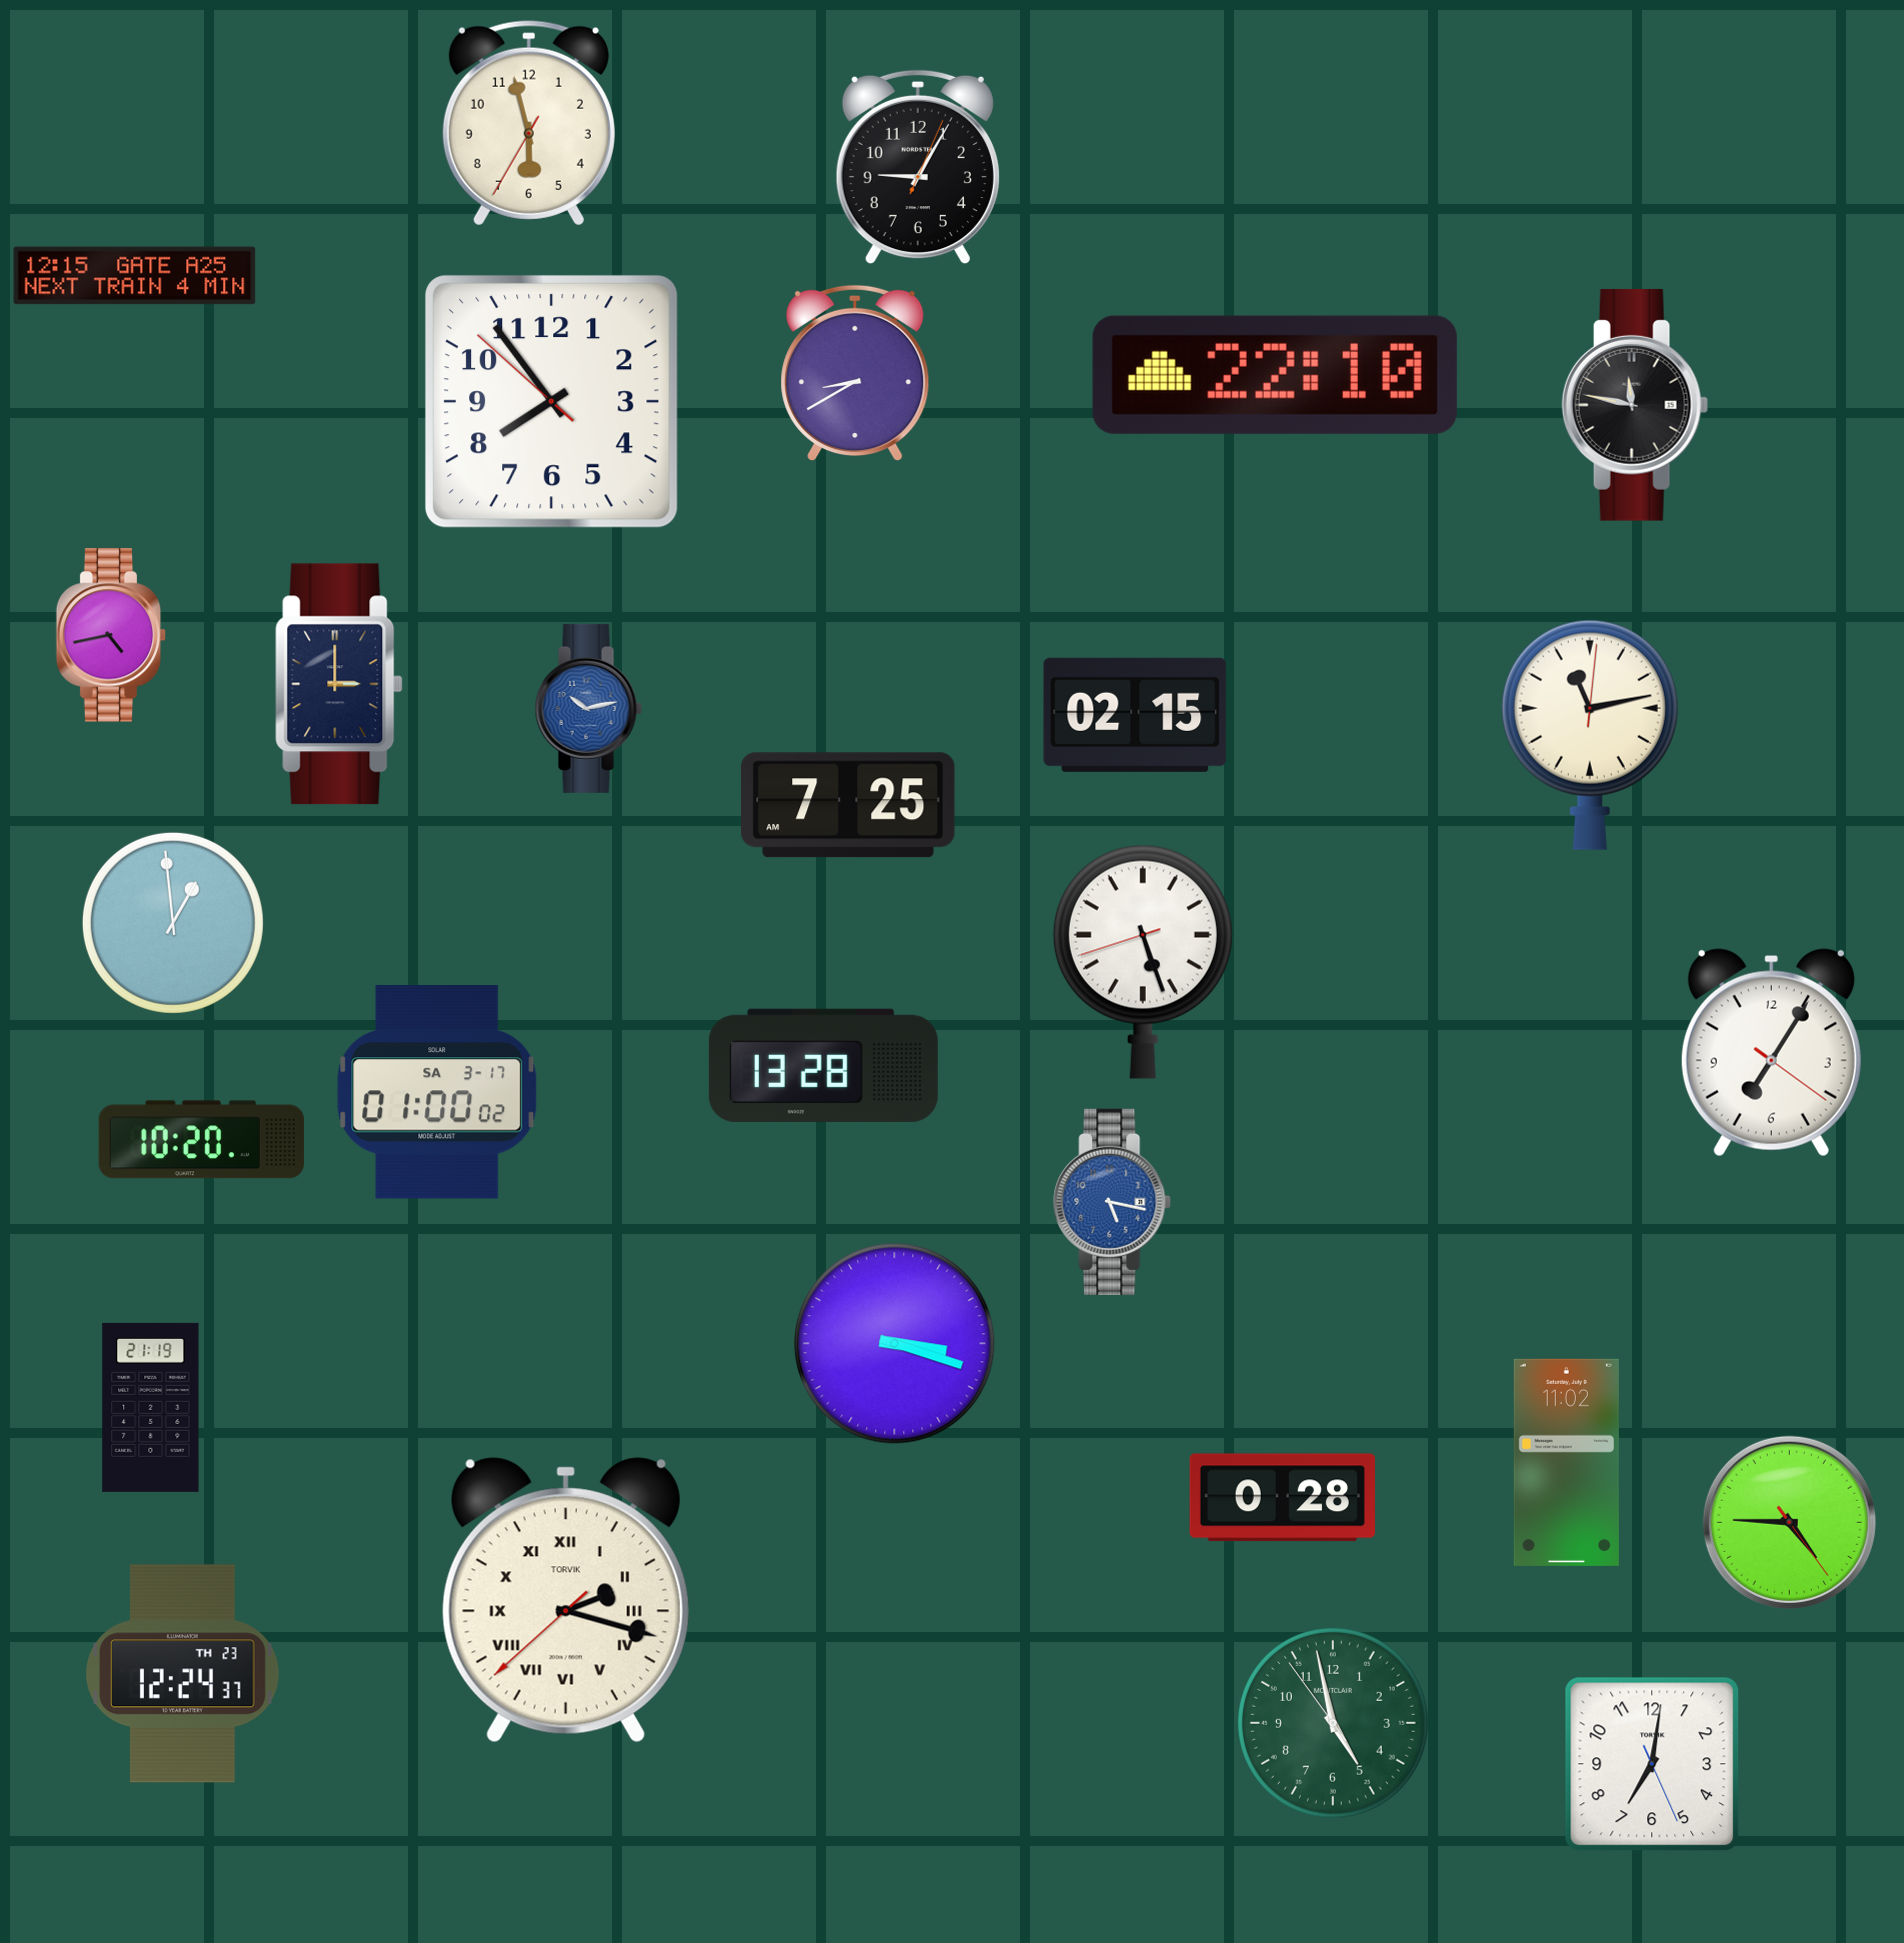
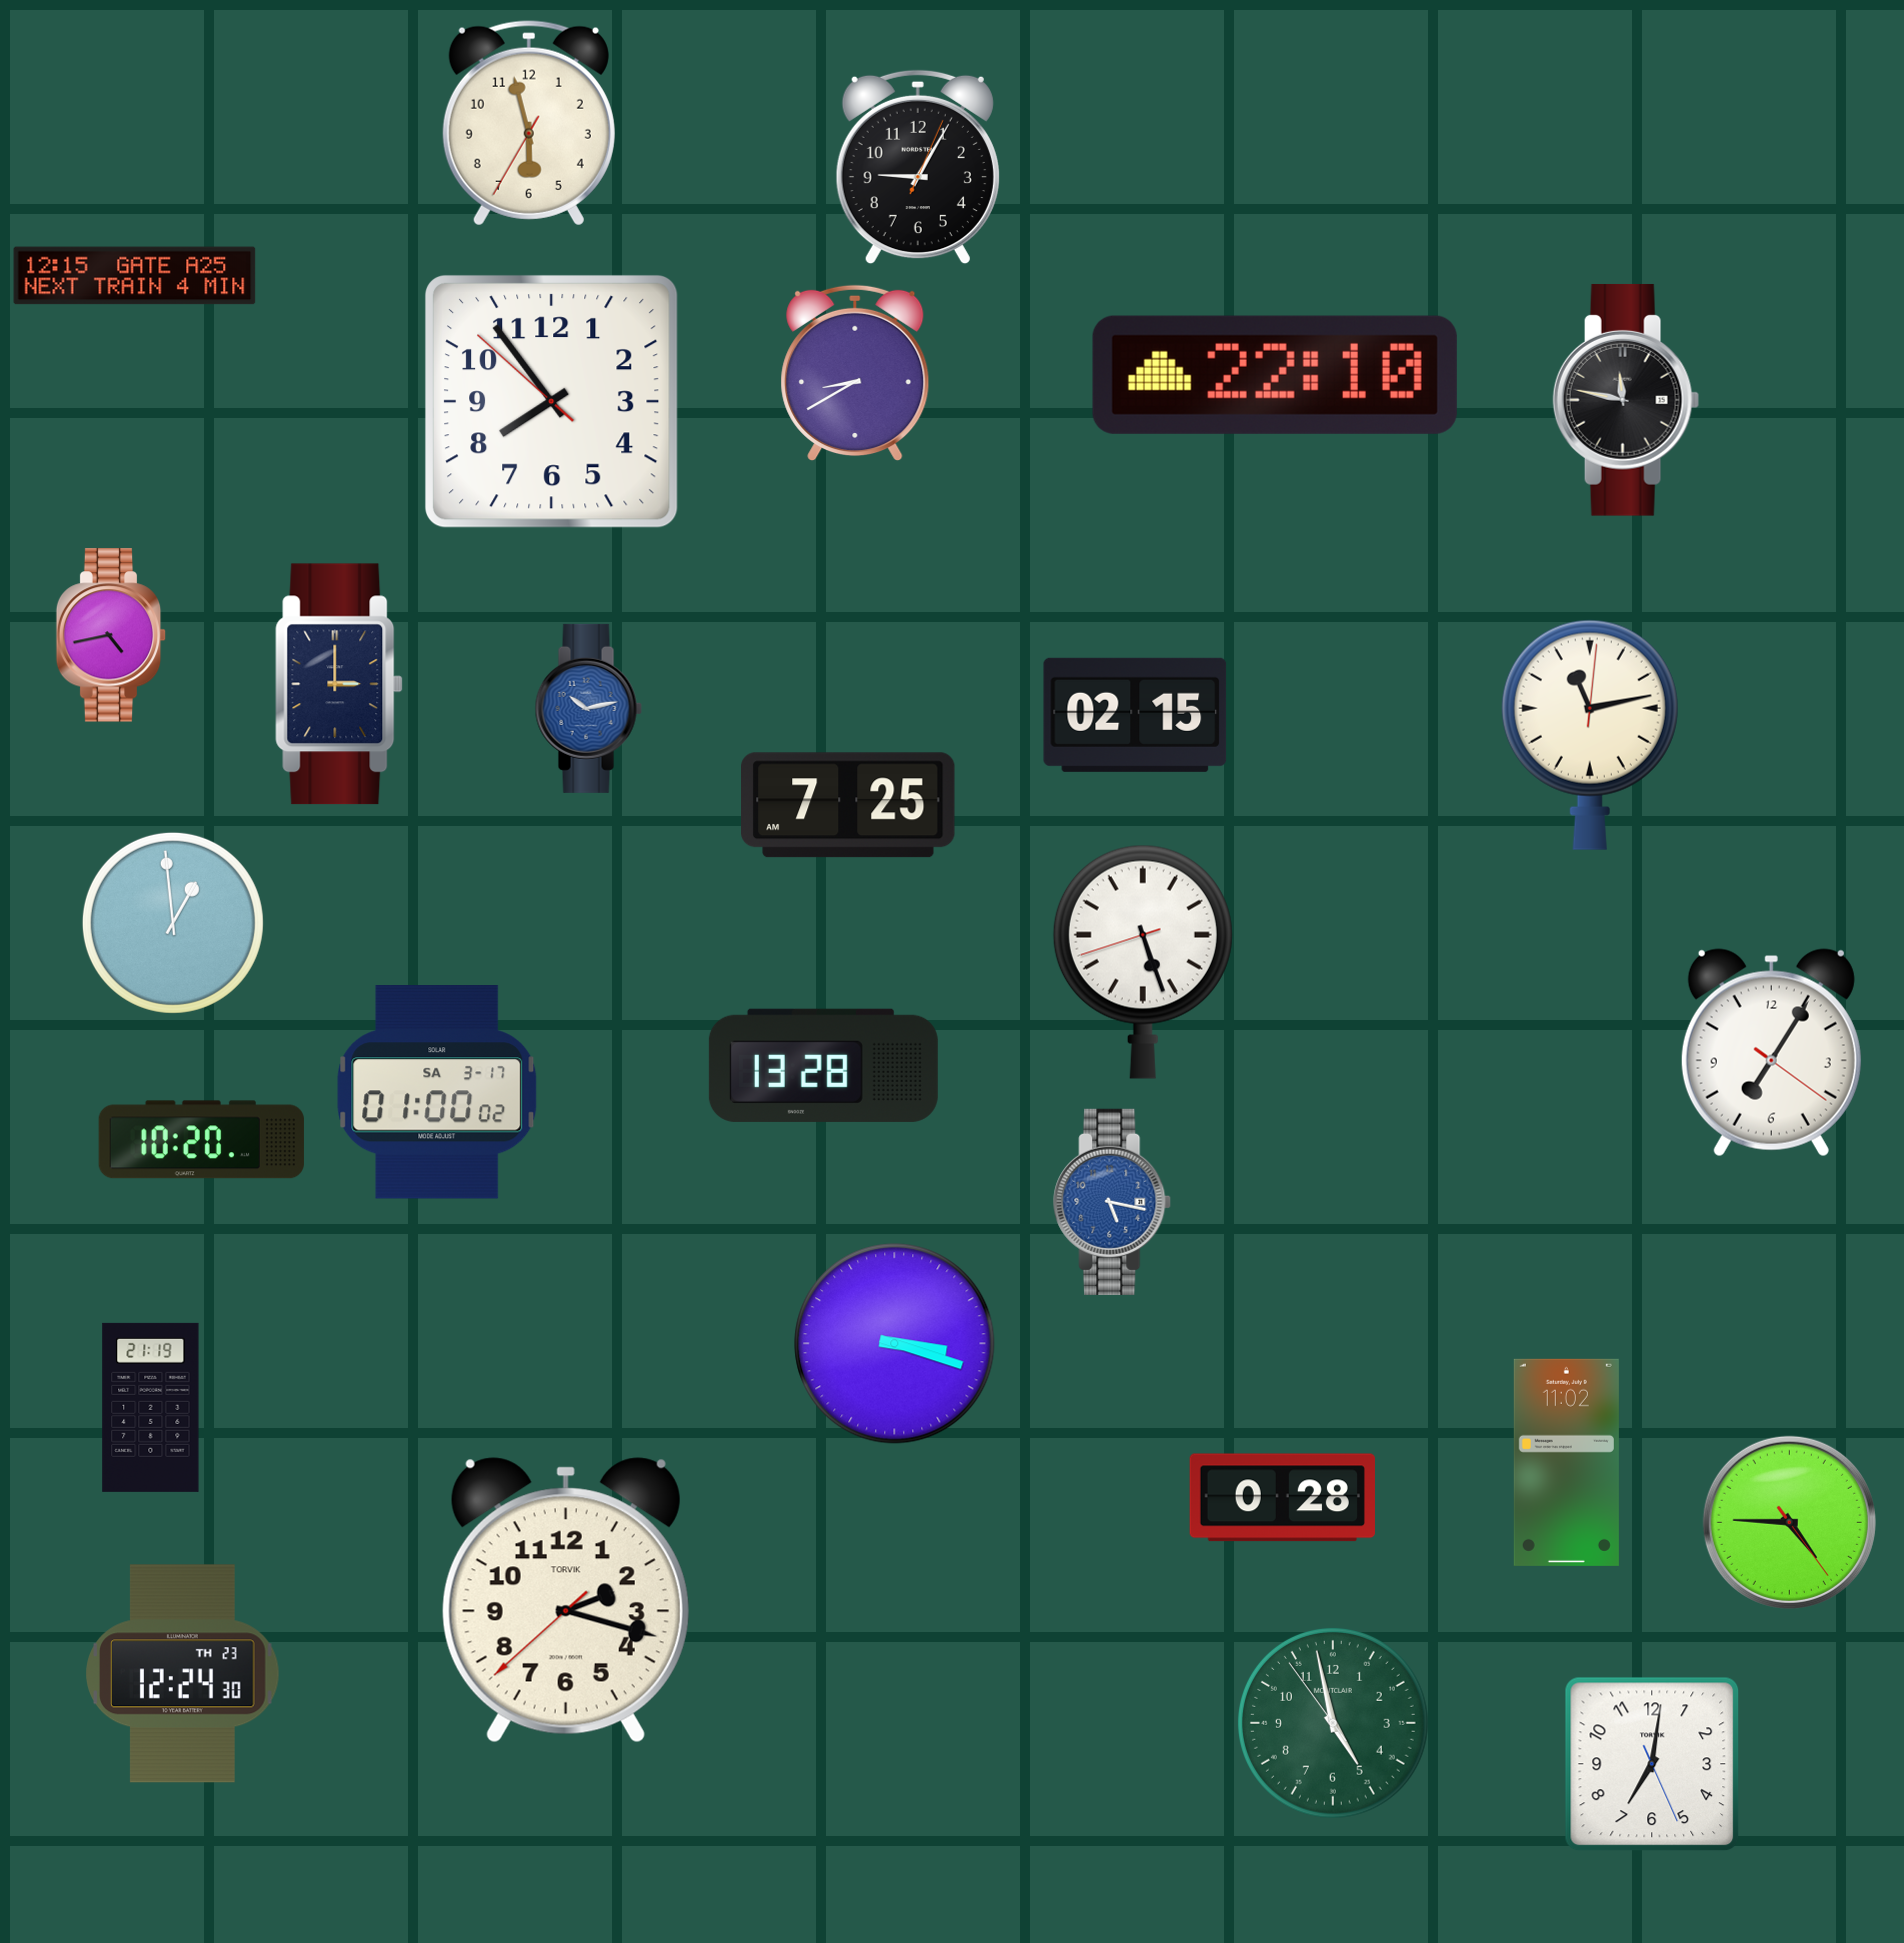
clock at (1635, 405) position: (1635, 405) -> (1626, 400)
clock at (566, 1600) numerals: Roman -> Arabic
clock at (183, 1674): 12:24:37 -> 12:24:30
